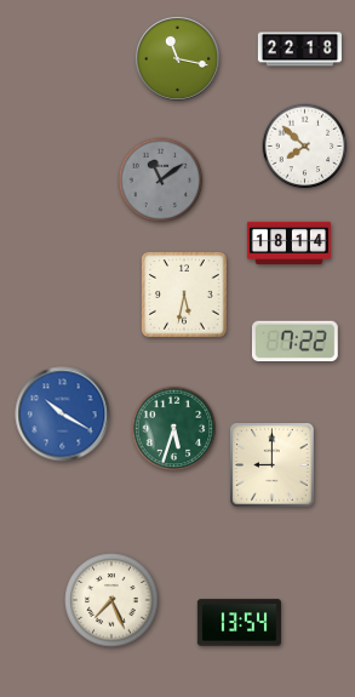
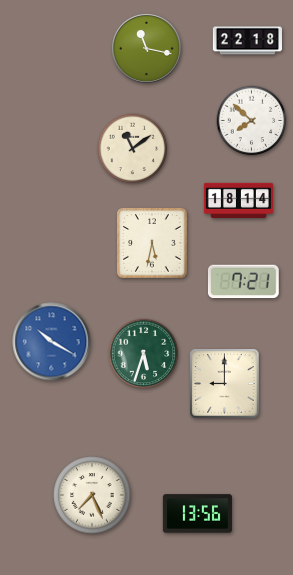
clock at (161, 181) dial: grey -> cream
clock at (294, 342): 7:22 -> 7:21
clock at (239, 623): 13:54 -> 13:56
